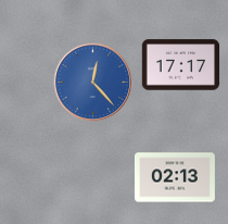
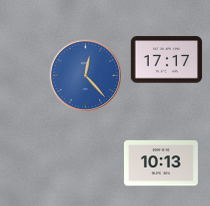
clock at (175, 177): 02:13 -> 10:13
